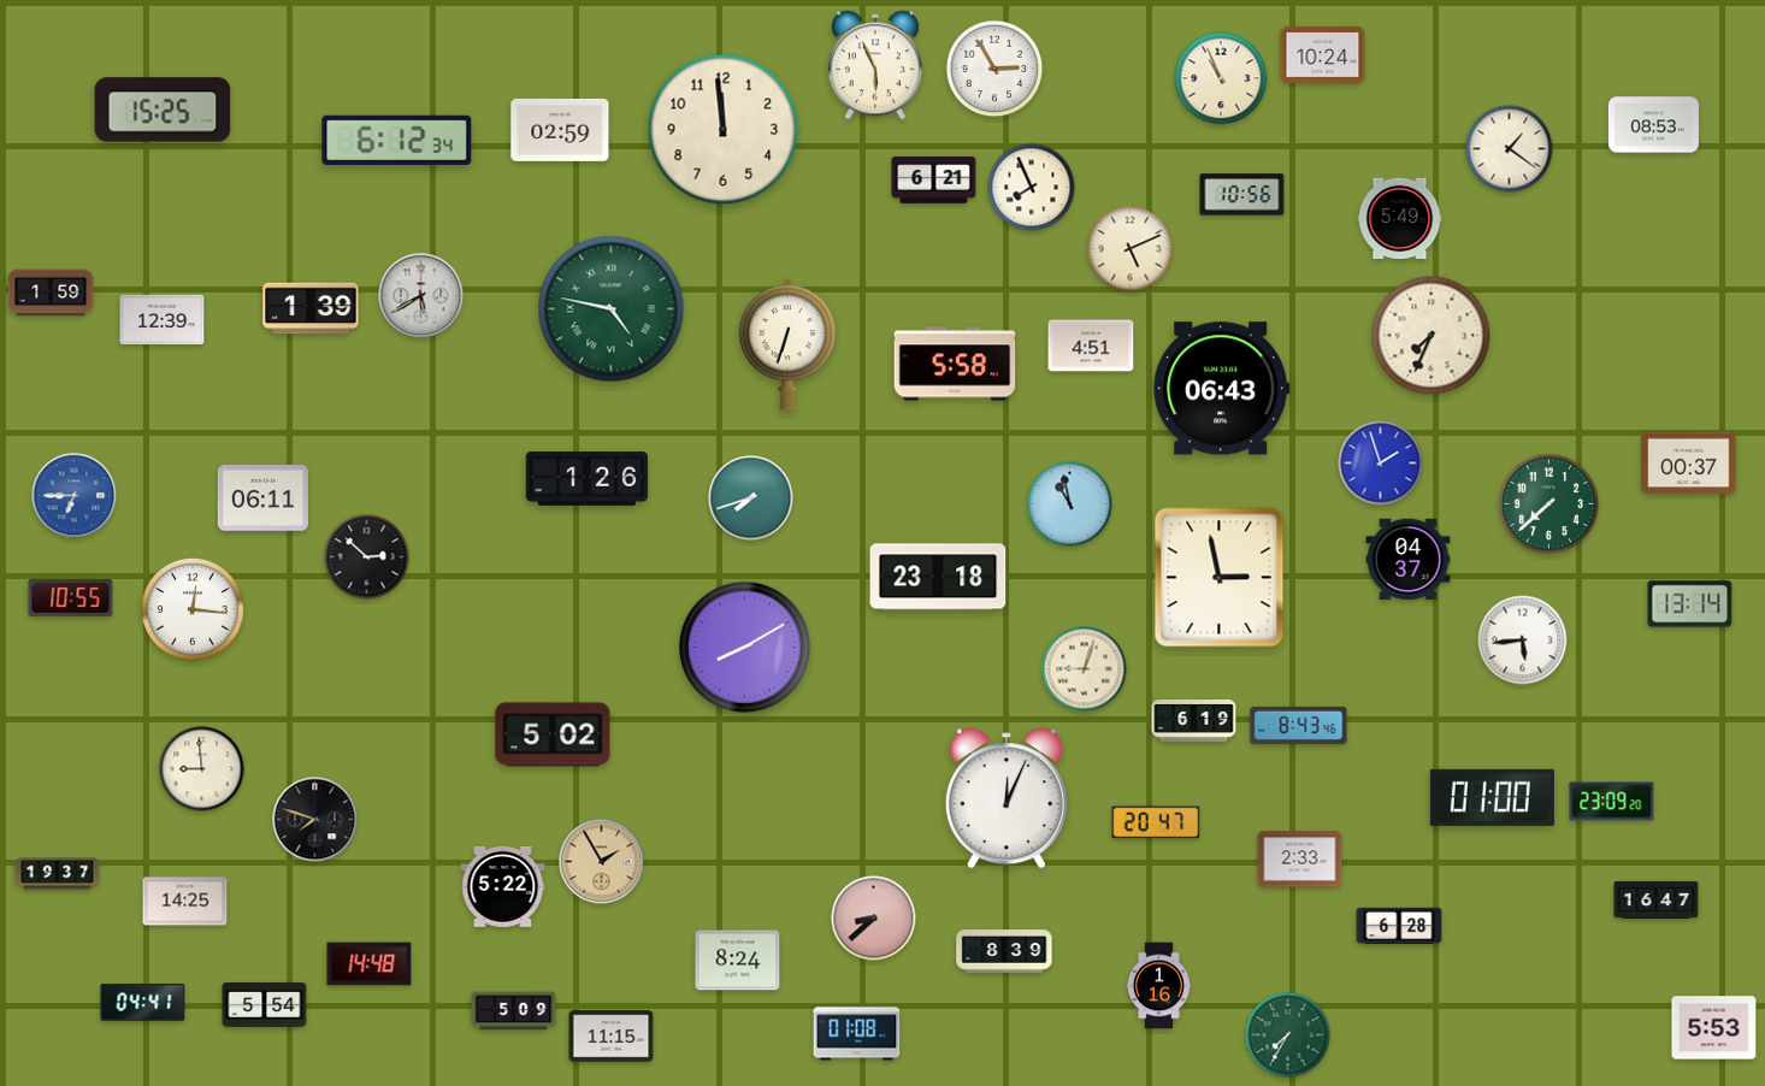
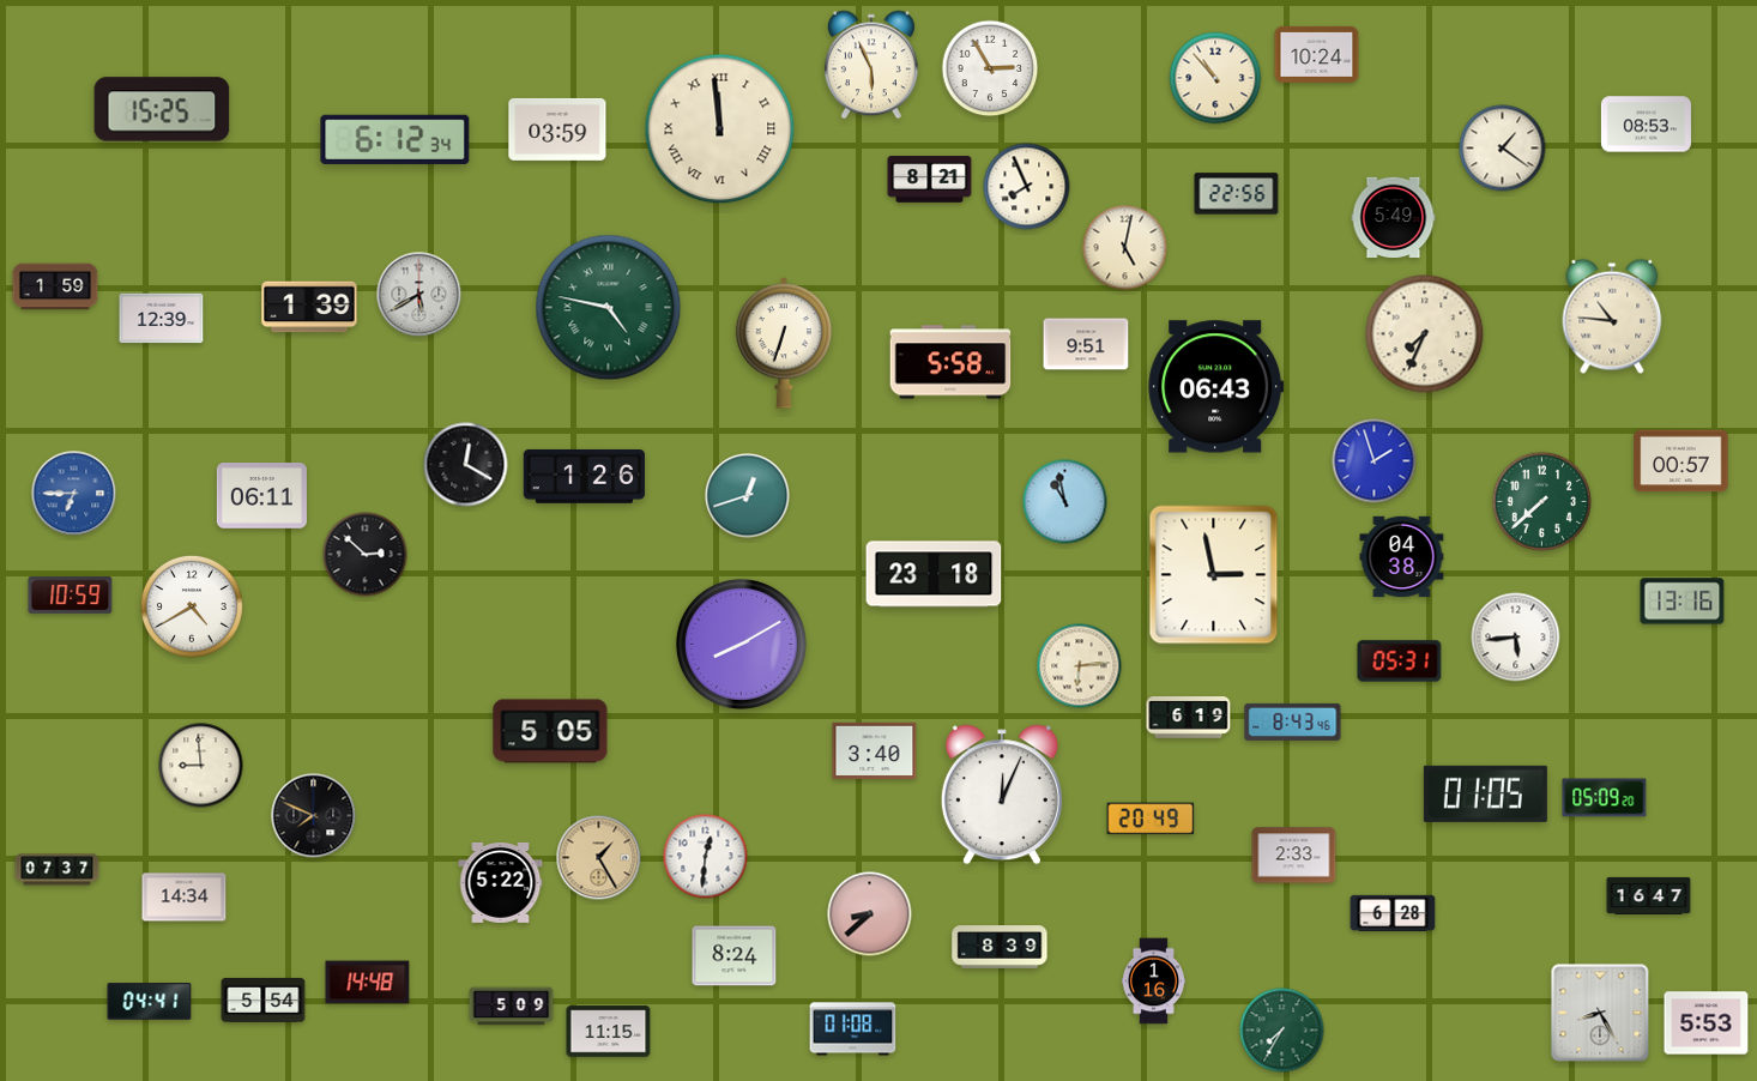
clock at (1221, 78): 10:56 -> 10:53
clock at (560, 130): 02:59 -> 03:59
clock at (724, 130) numerals: Arabic -> Roman
clock at (934, 181): 6:21 -> 8:21
clock at (1242, 195): 10:56 -> 22:56
clock at (1131, 249): 5:11 -> 5:02
clock at (51, 293) position: (51, 293) -> (55, 286)
clock at (1612, 316): none -> 10:46
clock at (1091, 346): 4:51 -> 9:51
clock at (1689, 464): 00:37 -> 00:57
clock at (466, 465): none -> 12:20
clock at (751, 498): 7:42 -> 12:42
clock at (1409, 560): 04:37 -> 04:38
clock at (71, 598): 10:55 -> 10:59
clock at (1690, 604): 13:14 -> 13:16
clock at (193, 609): 12:16 -> 4:40
clock at (1400, 662): none -> 05:31
clock at (1085, 669): 9:03 -> 6:14
clock at (553, 734): 5:02 -> 5:05
clock at (875, 751): none -> 3:40
clock at (1492, 797): 01:00 -> 01:05
clock at (1612, 802): 23:09 -> 05:09
clock at (315, 820): 7:48 -> 7:49
clock at (1156, 822): 20:47 -> 20:49
clock at (706, 857): none -> 12:31
clock at (602, 862): 1:55 -> 1:25
clock at (58, 874): 19:37 -> 07:37
clock at (185, 902): 14:25 -> 14:34
clock at (1399, 926) position: (1399, 926) -> (1393, 913)
clock at (370, 964) position: (370, 964) -> (368, 983)
clock at (143, 1003) position: (143, 1003) -> (150, 1002)
clock at (1600, 1013): none -> 8:25
